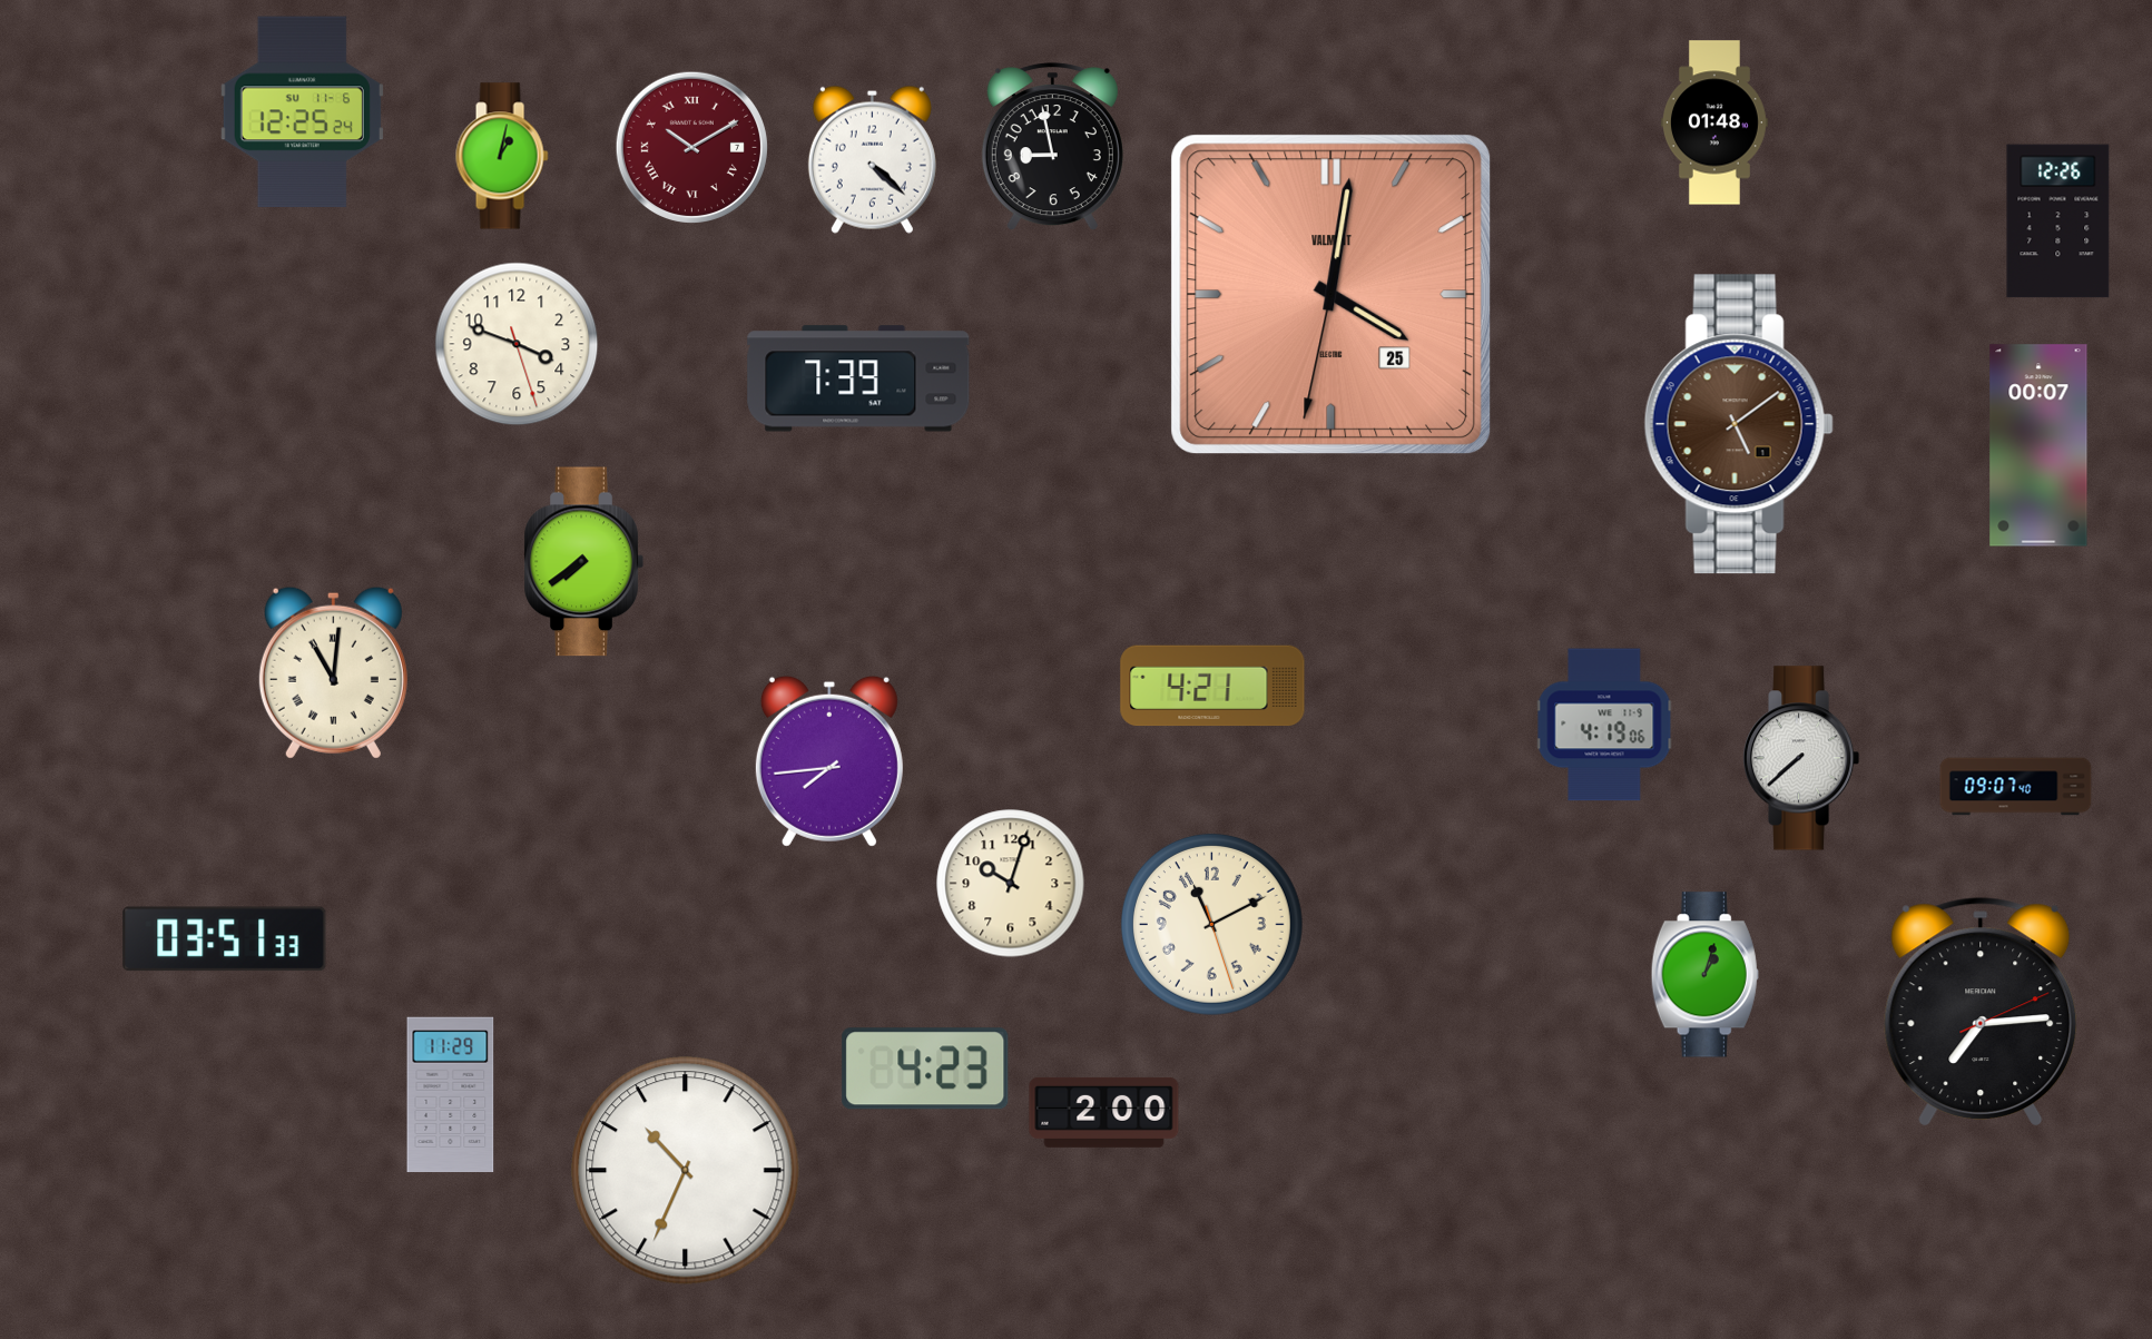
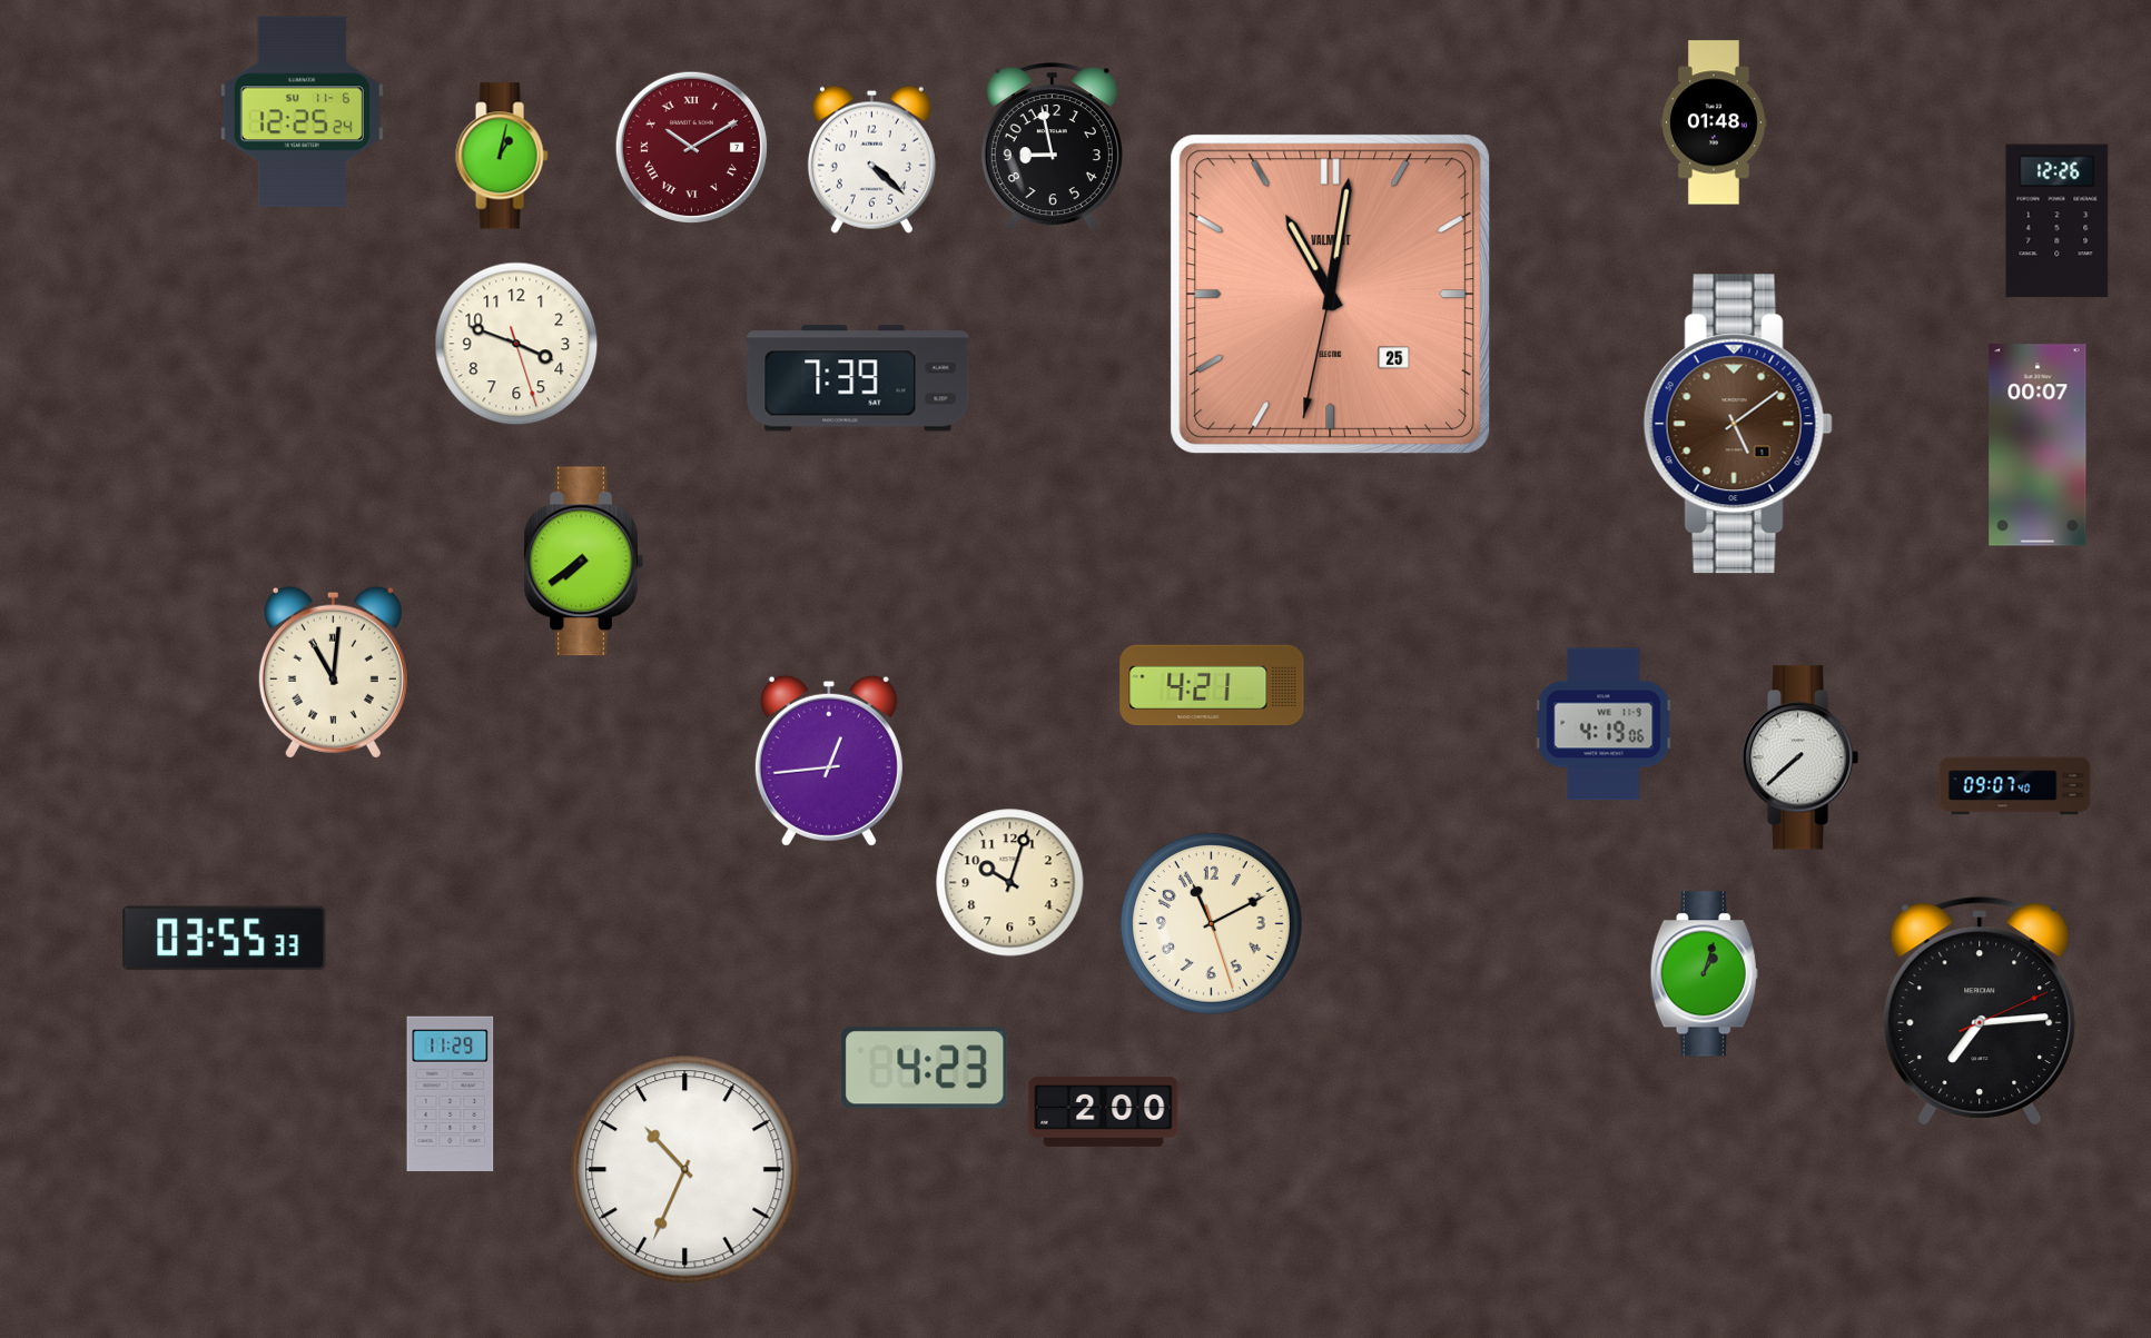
clock at (1332, 295): 4:01 -> 11:01
clock at (829, 761): 7:44 -> 12:44
clock at (225, 939): 03:51 -> 03:55
